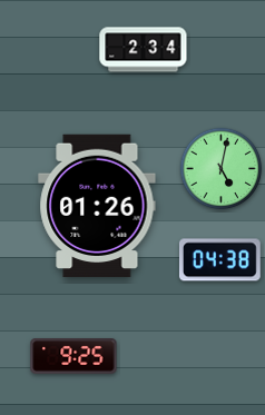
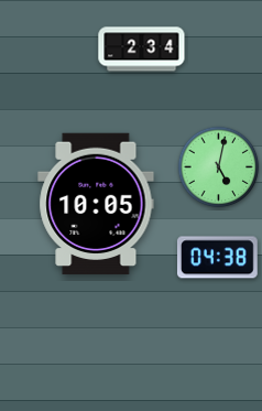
clock at (97, 206): 01:26 -> 10:05
clock at (73, 357): 9:25 -> none
